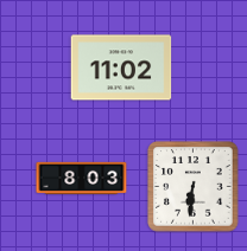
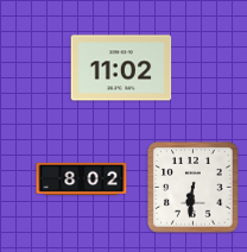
clock at (82, 178): 8:03 -> 8:02
